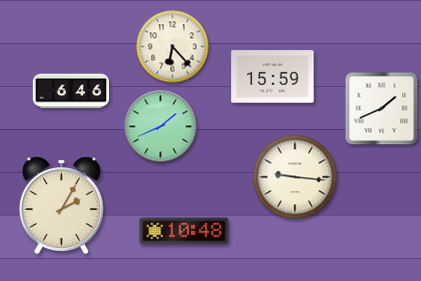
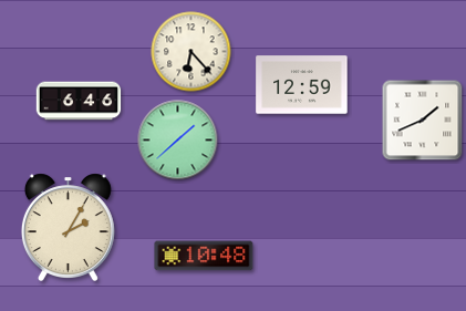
clock at (273, 77): 15:59 -> 12:59
clock at (161, 127): 1:41 -> 1:38
clock at (295, 177): 9:16 -> none
